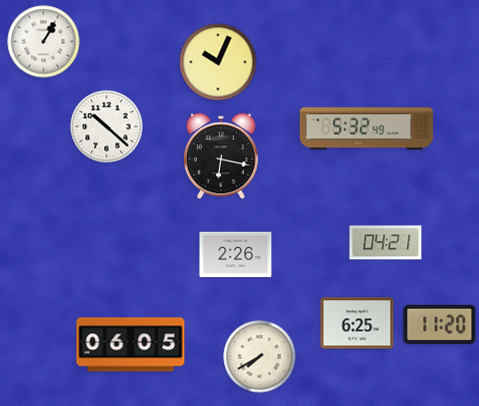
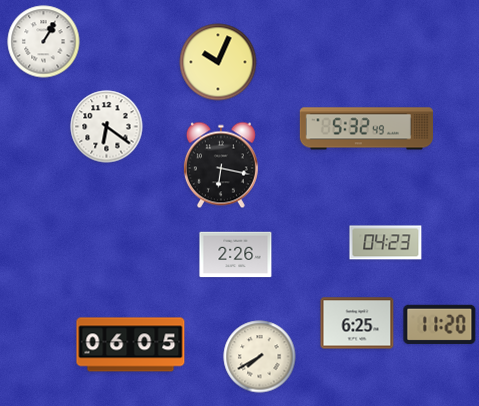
clock at (107, 127): 10:22 -> 6:21
clock at (221, 156) position: (221, 156) -> (221, 165)
clock at (386, 243): 04:21 -> 04:23
